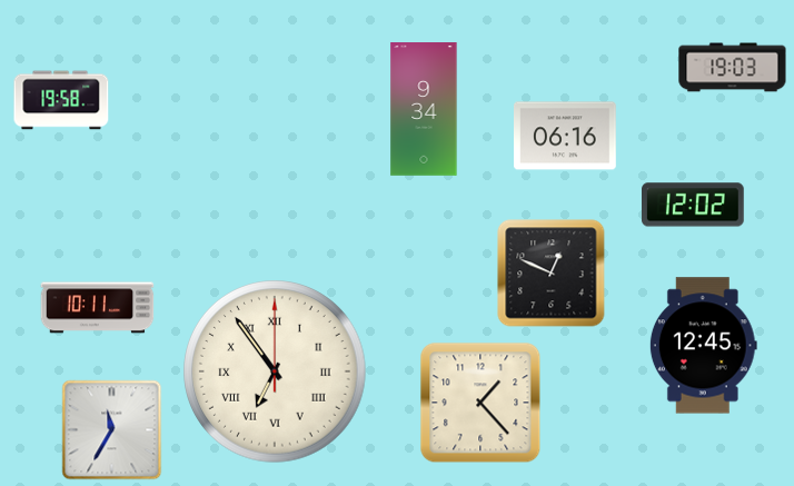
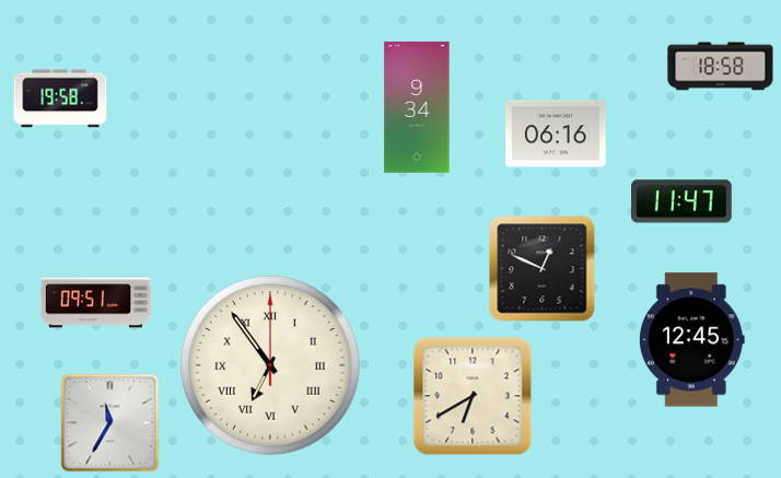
clock at (733, 68): 19:03 -> 18:58
clock at (694, 205): 12:02 -> 11:47
clock at (98, 308): 10:11 -> 09:51
clock at (480, 403): 1:23 -> 6:40
